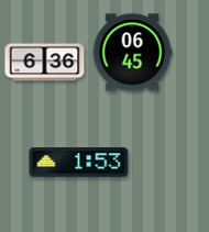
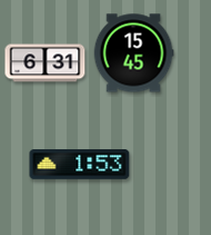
clock at (132, 53): 06:45 -> 15:45
clock at (45, 63): 6:36 -> 6:31
